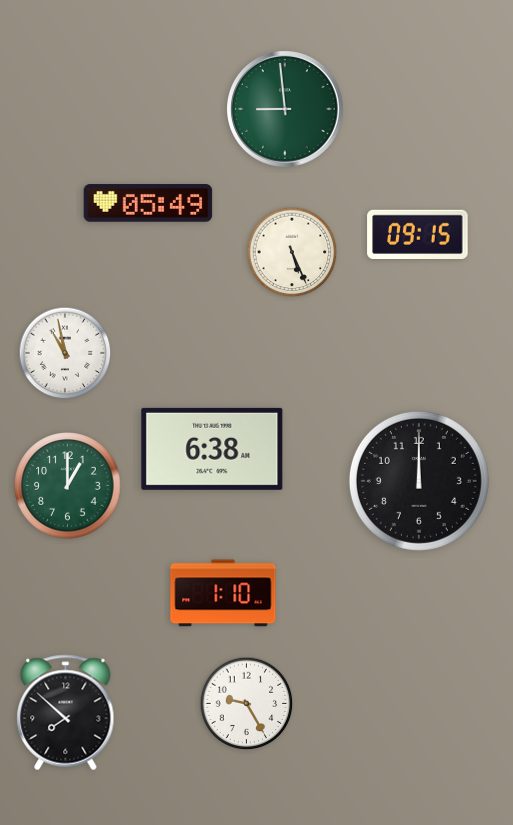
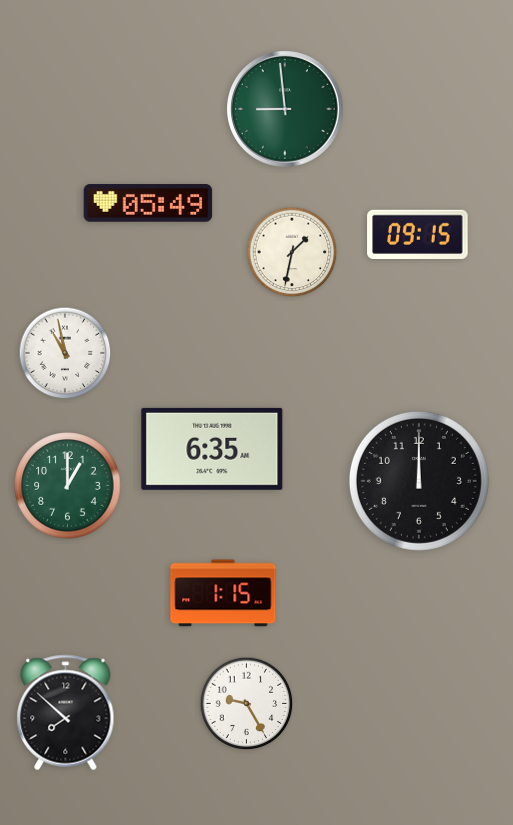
clock at (292, 252): 5:26 -> 1:32
clock at (212, 449): 6:38 -> 6:35
clock at (223, 593): 1:10 -> 1:15
